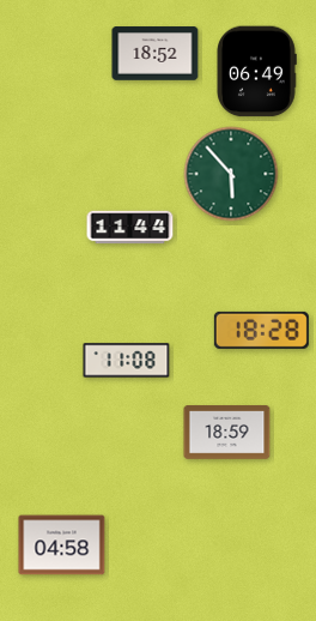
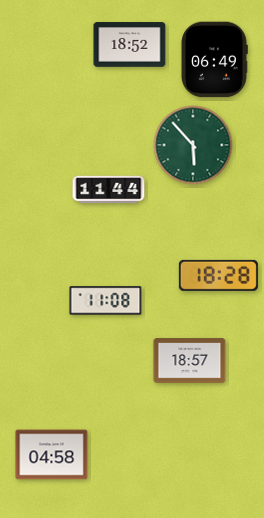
clock at (227, 433): 18:59 -> 18:57
